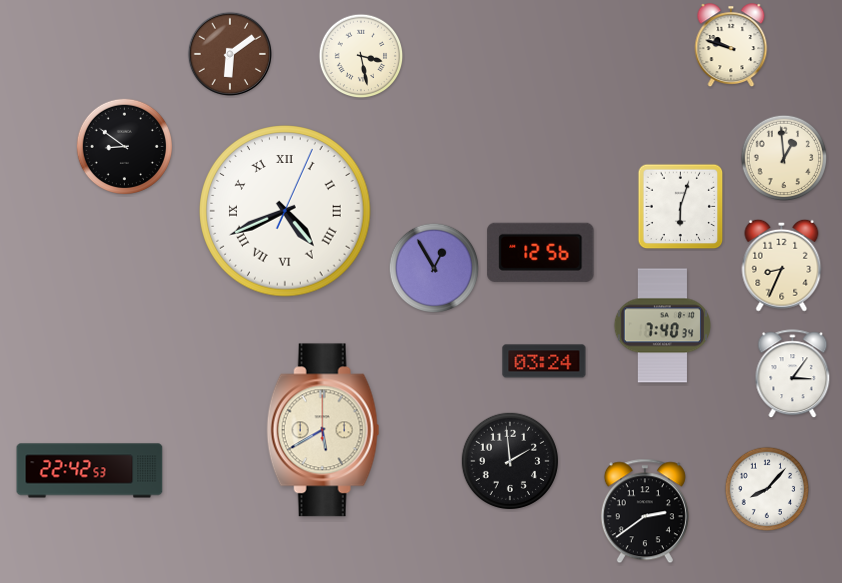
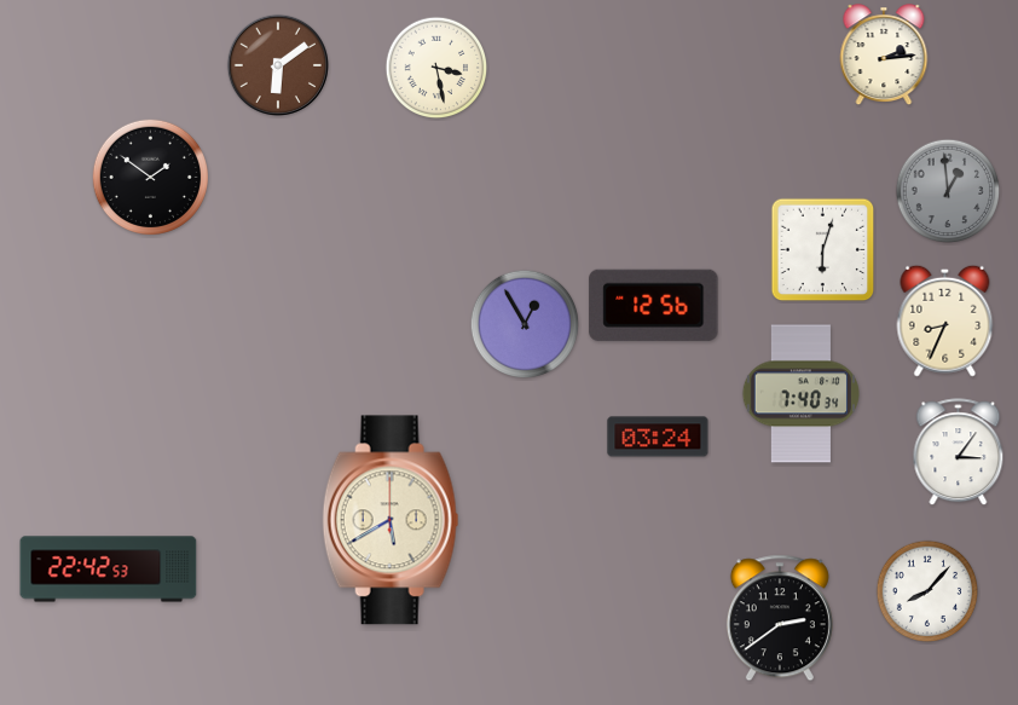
clock at (731, 46): 9:48 -> 2:14
clock at (124, 146): 8:51 -> 1:51
clock at (784, 158) dial: cream -> grey
clock at (285, 211): 4:41 -> none
clock at (510, 461): 1:59 -> none
